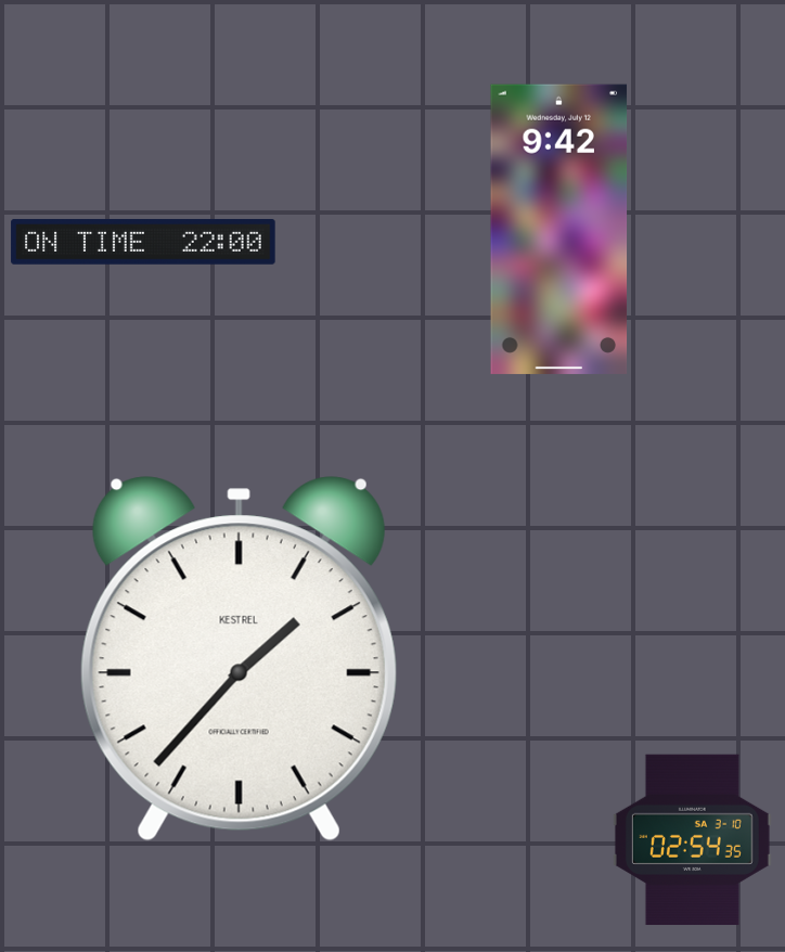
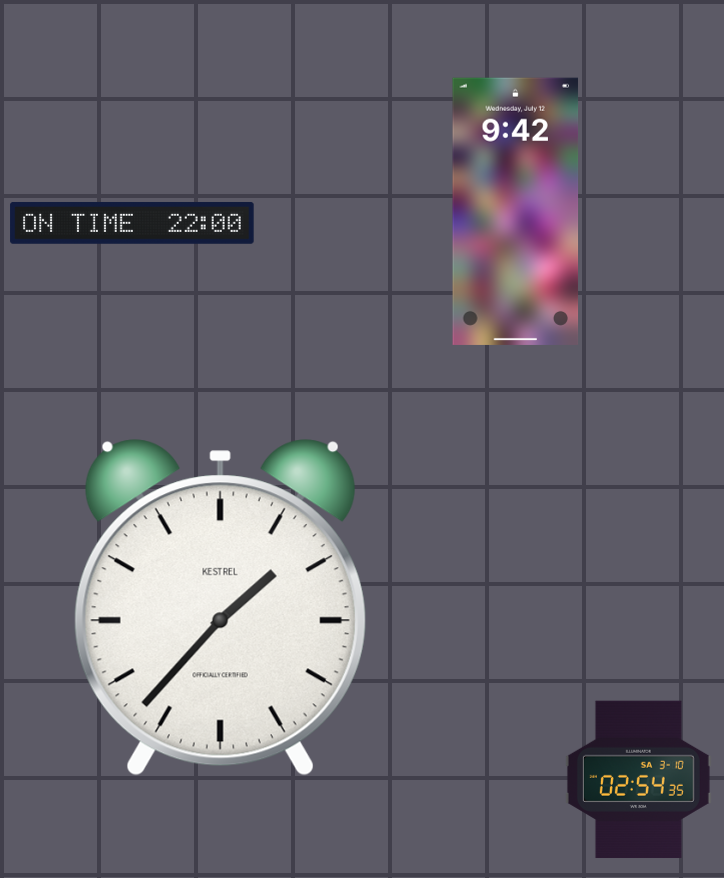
clock at (692, 840) position: (692, 840) -> (638, 780)
